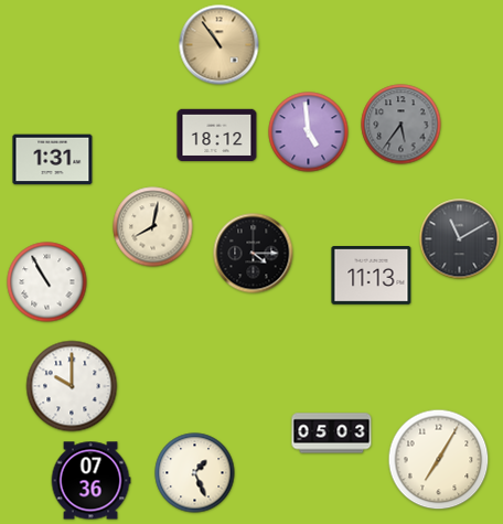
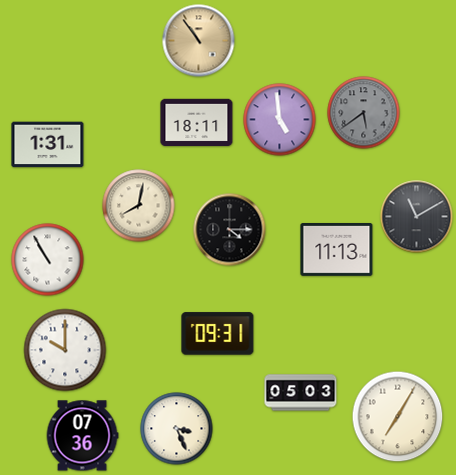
clock at (402, 125): 5:36 -> 5:39
clock at (217, 136): 18:12 -> 18:11
clock at (47, 282) position: (47, 282) -> (48, 260)
clock at (218, 334): none -> 09:31
clock at (195, 473): 1:26 -> 3:26
